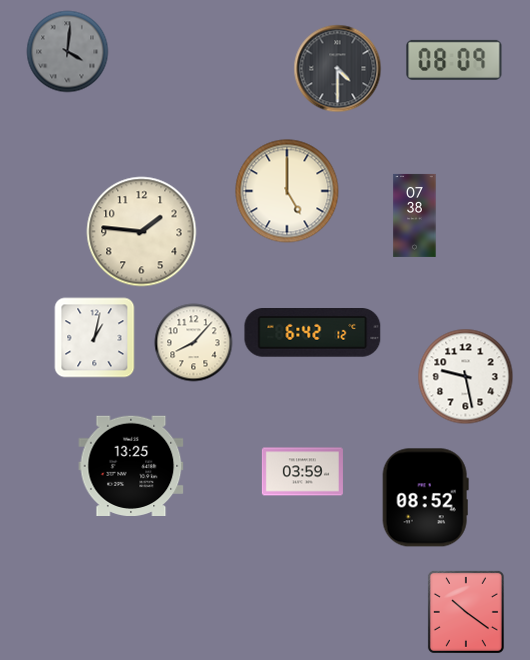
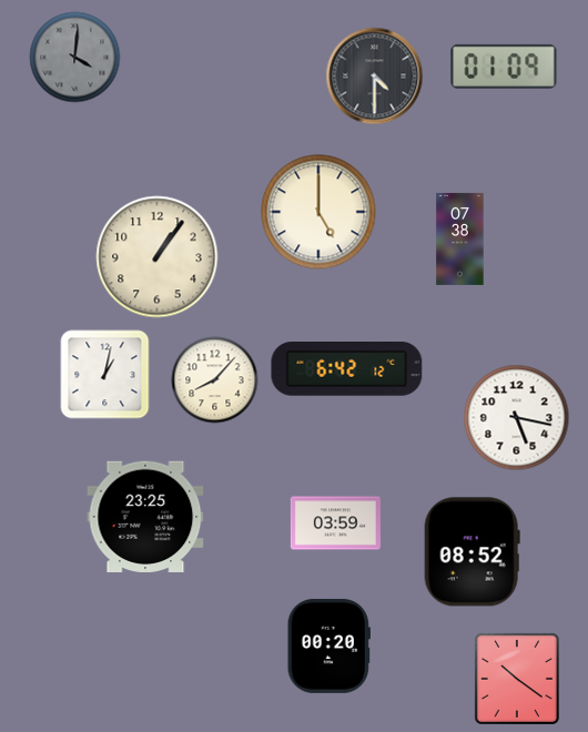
clock at (454, 60): 08:09 -> 01:09
clock at (142, 232): 1:46 -> 1:06
clock at (466, 377): 9:28 -> 5:17
clock at (131, 465): 13:25 -> 23:25
clock at (328, 645): none -> 00:20
